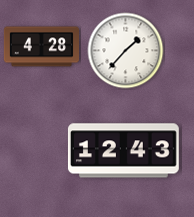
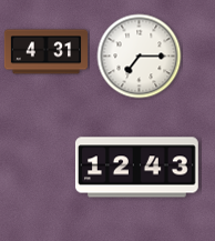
clock at (41, 47): 4:28 -> 4:31
clock at (126, 51): 1:37 -> 7:15
